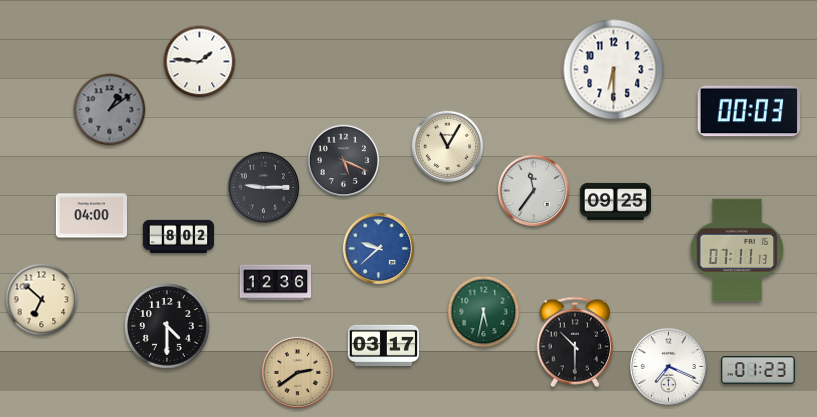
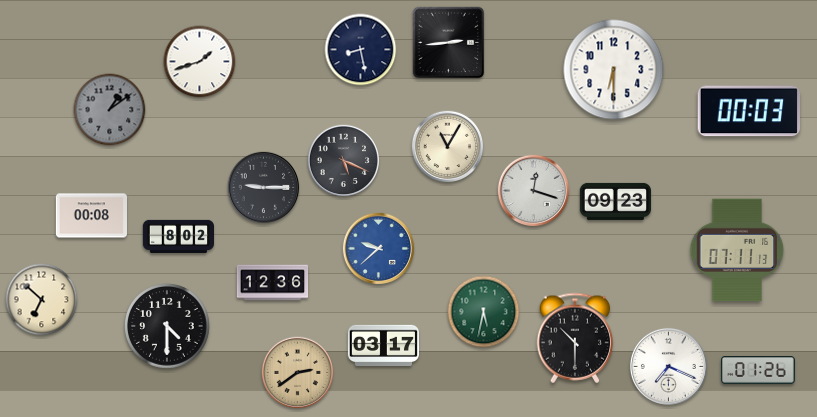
clock at (449, 43): none -> 2:44
clock at (361, 50): none -> 8:28
clock at (200, 62): 1:46 -> 1:42
clock at (534, 191): 11:36 -> 12:18
clock at (615, 201): 09:25 -> 09:23
clock at (91, 216): 04:00 -> 00:08
clock at (276, 283) position: (276, 283) -> (273, 283)
clock at (575, 342) position: (575, 342) -> (575, 338)
clock at (759, 370): 01:23 -> 01:26
